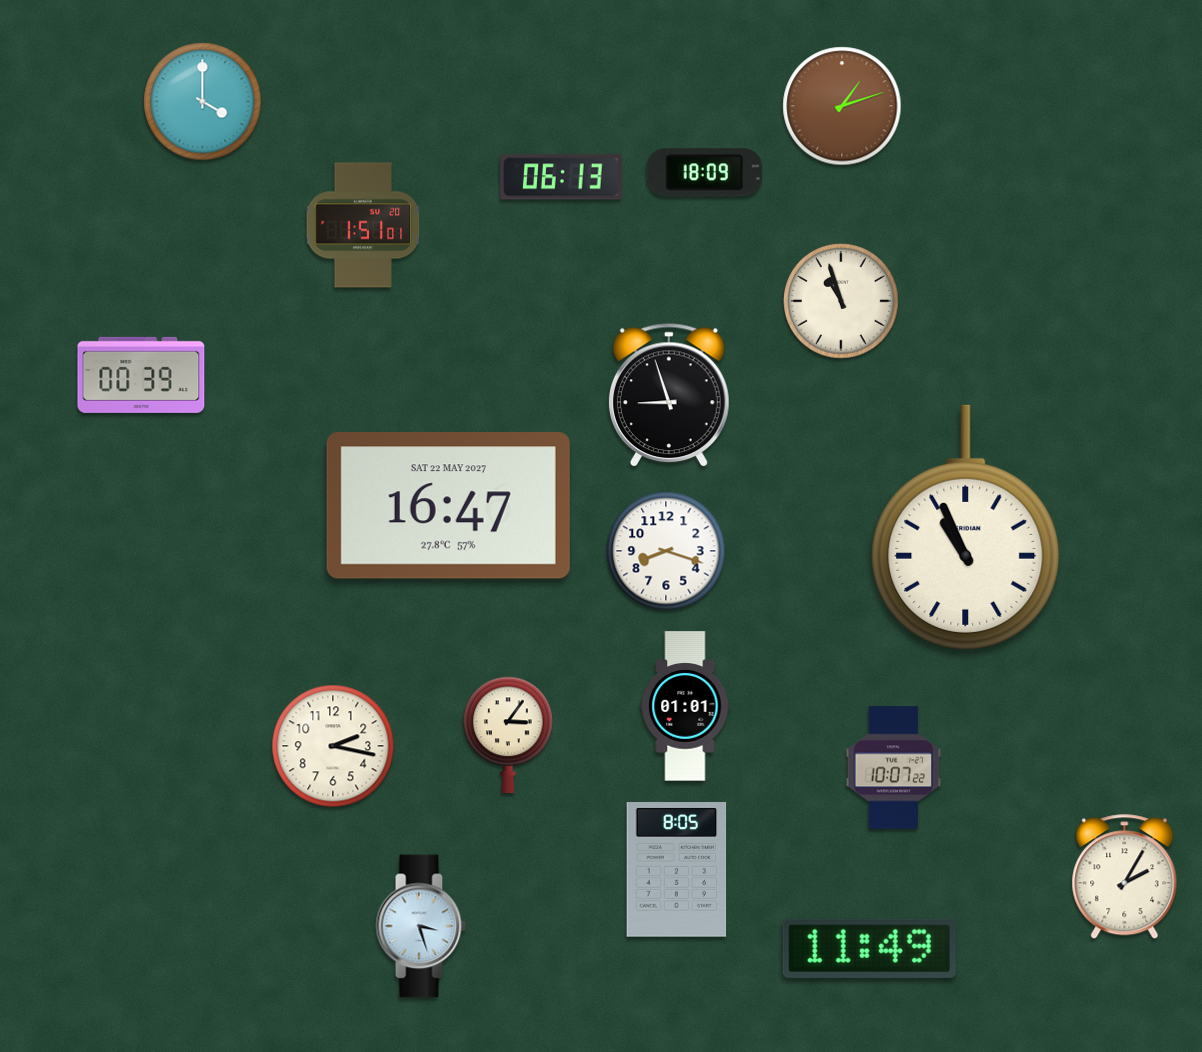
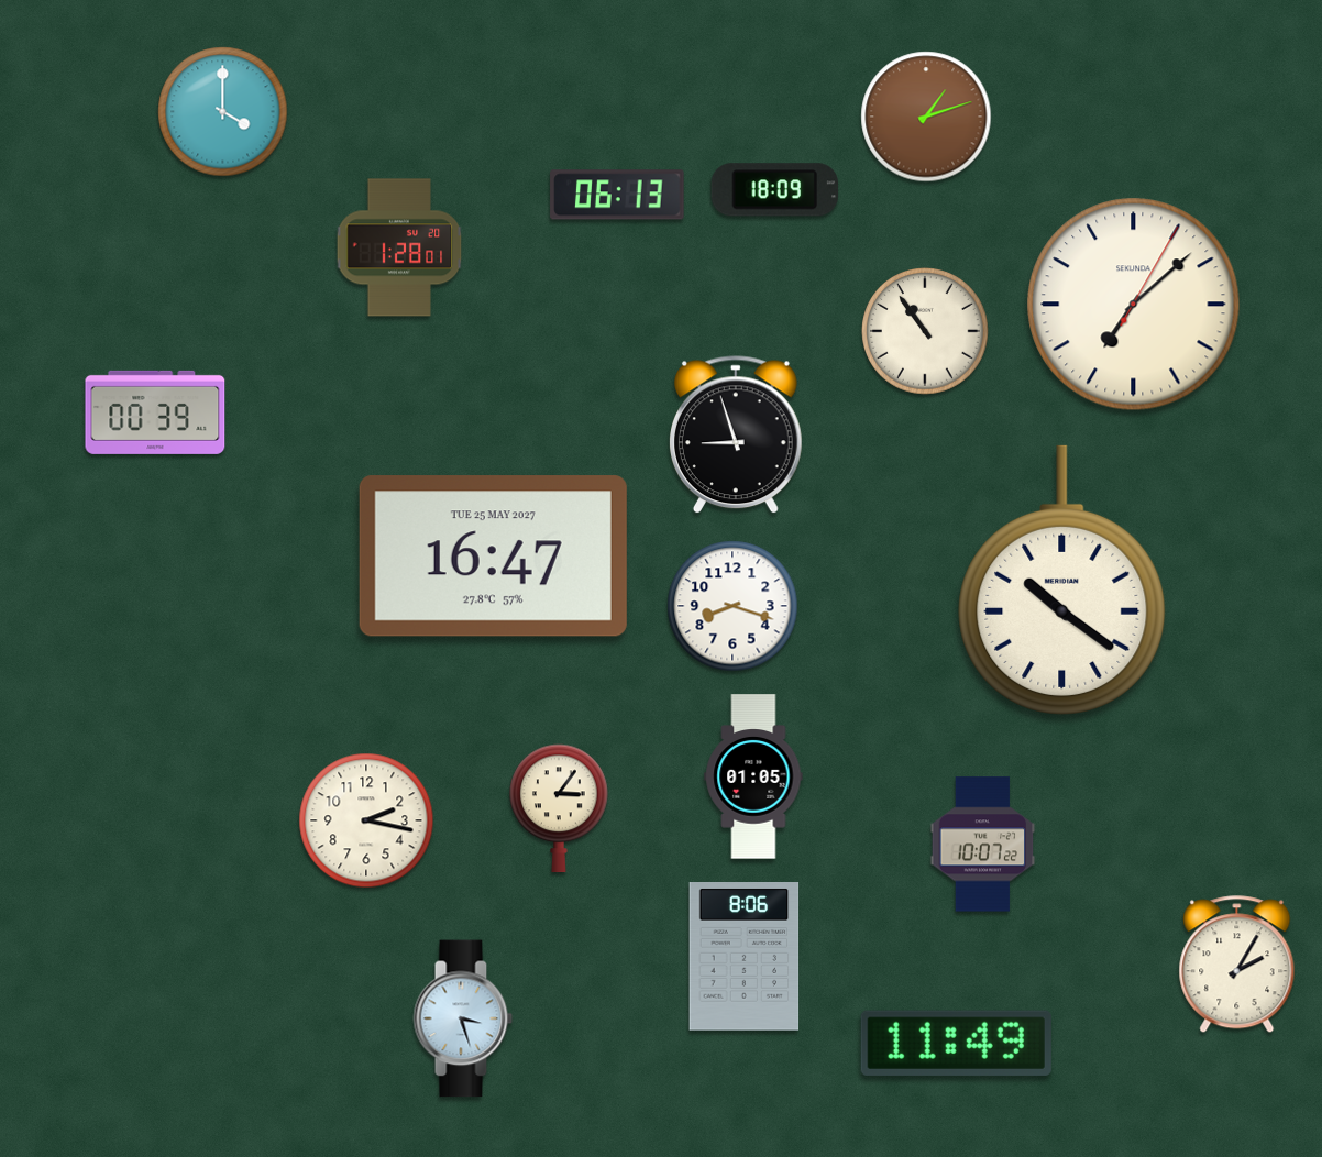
clock at (363, 225): 1:51 -> 1:28
clock at (1134, 305): none -> 7:08
clock at (841, 301): 10:57 -> 10:54
clock at (448, 506) date: SAT 22 MAY 2027 -> TUE 25 MAY 2027
clock at (966, 527): 10:56 -> 10:21
clock at (685, 706): 01:01 -> 01:05
clock at (677, 870): 8:05 -> 8:06
